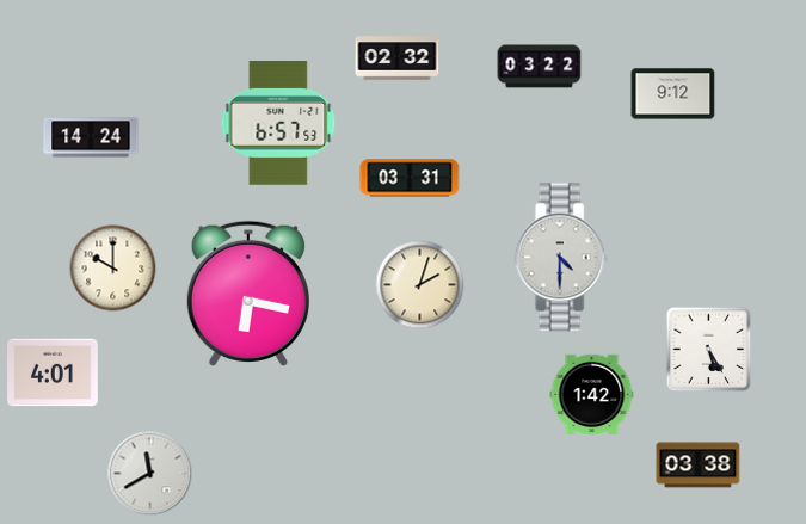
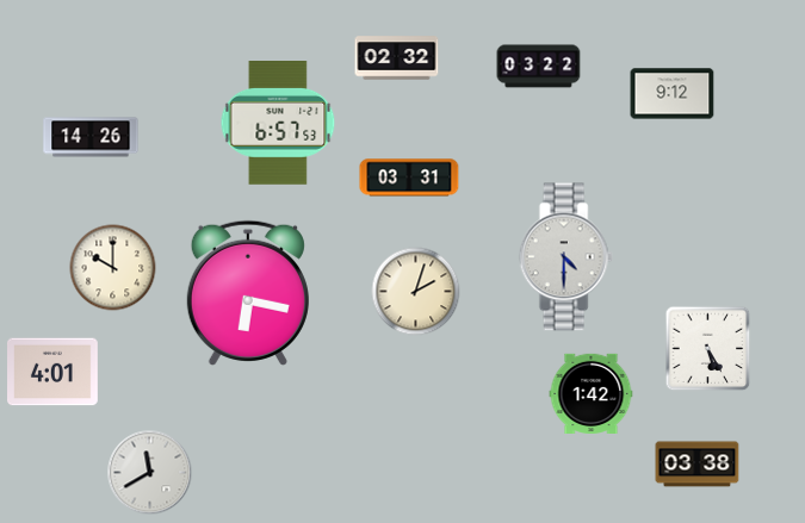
clock at (91, 137): 14:24 -> 14:26
clock at (561, 258) position: (561, 258) -> (565, 257)
clock at (420, 285) position: (420, 285) -> (416, 292)
